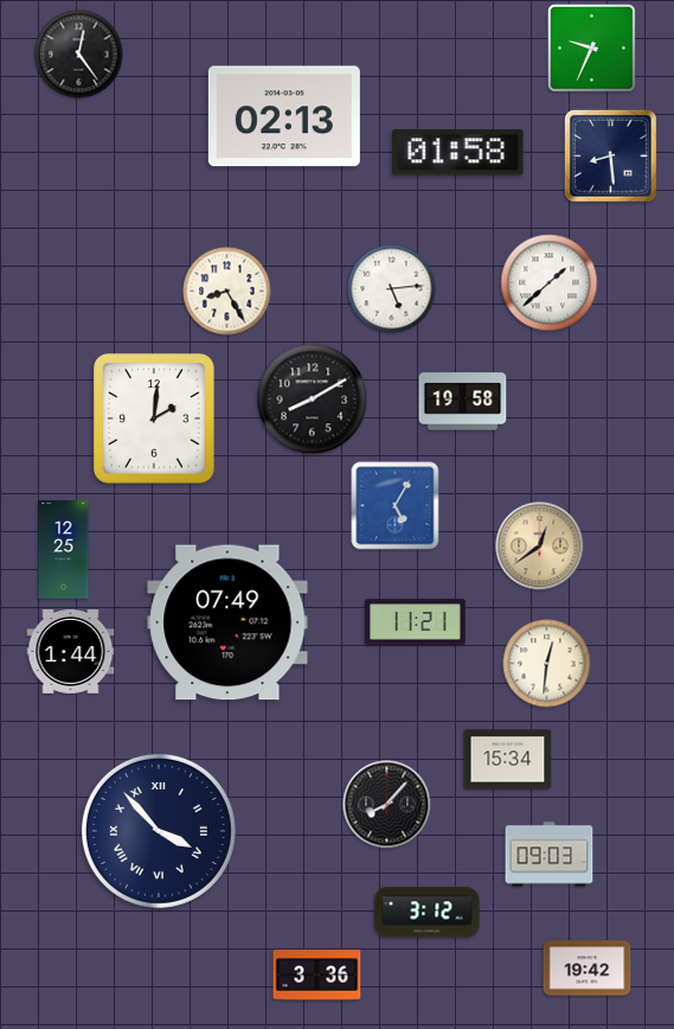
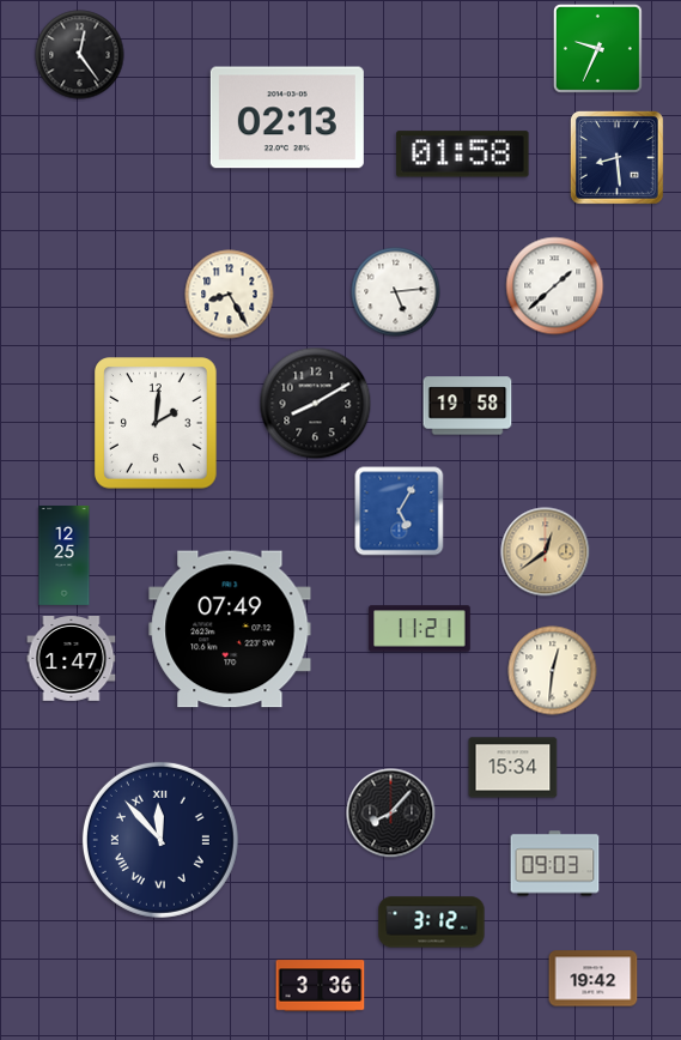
clock at (71, 652): 1:44 -> 1:47
clock at (159, 831): 3:53 -> 11:53
